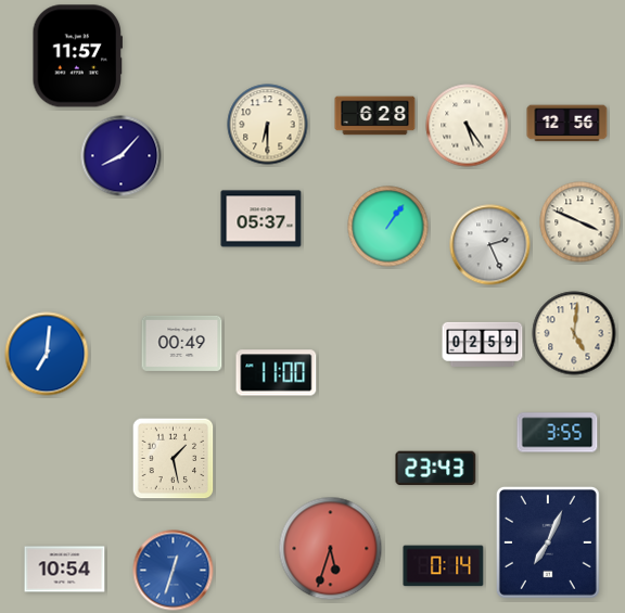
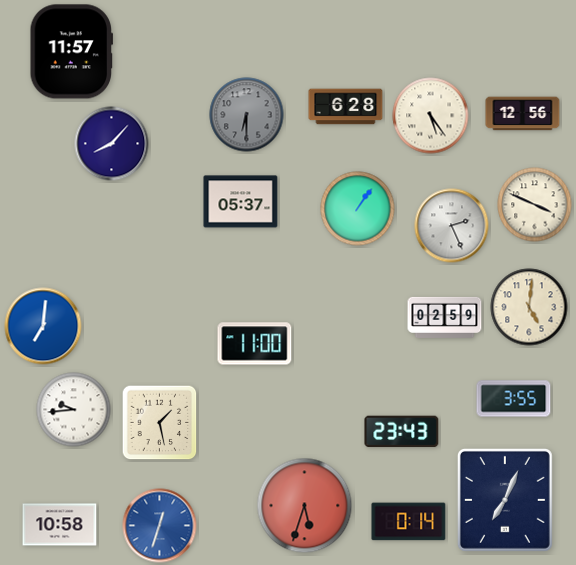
clock at (268, 125) dial: cream -> grey
clock at (182, 343): 00:49 -> none
clock at (74, 410): none -> 9:44
clock at (65, 570): 10:54 -> 10:58
